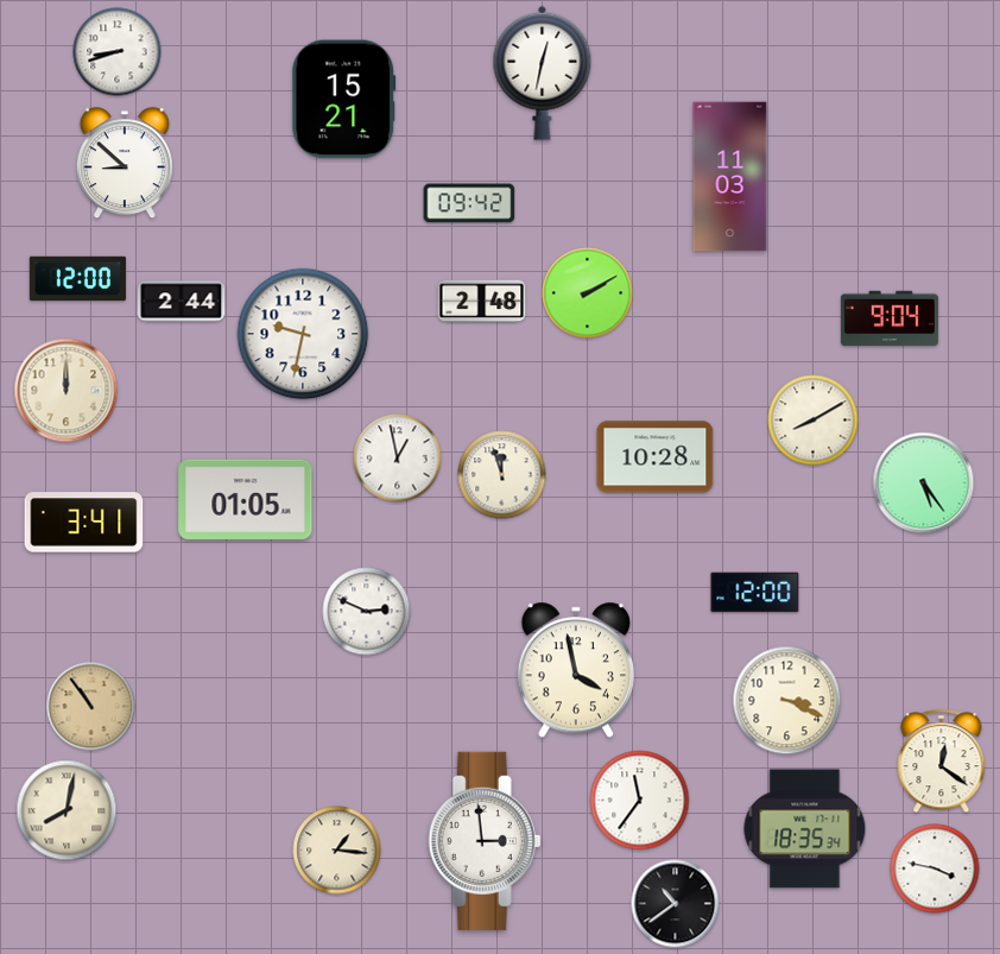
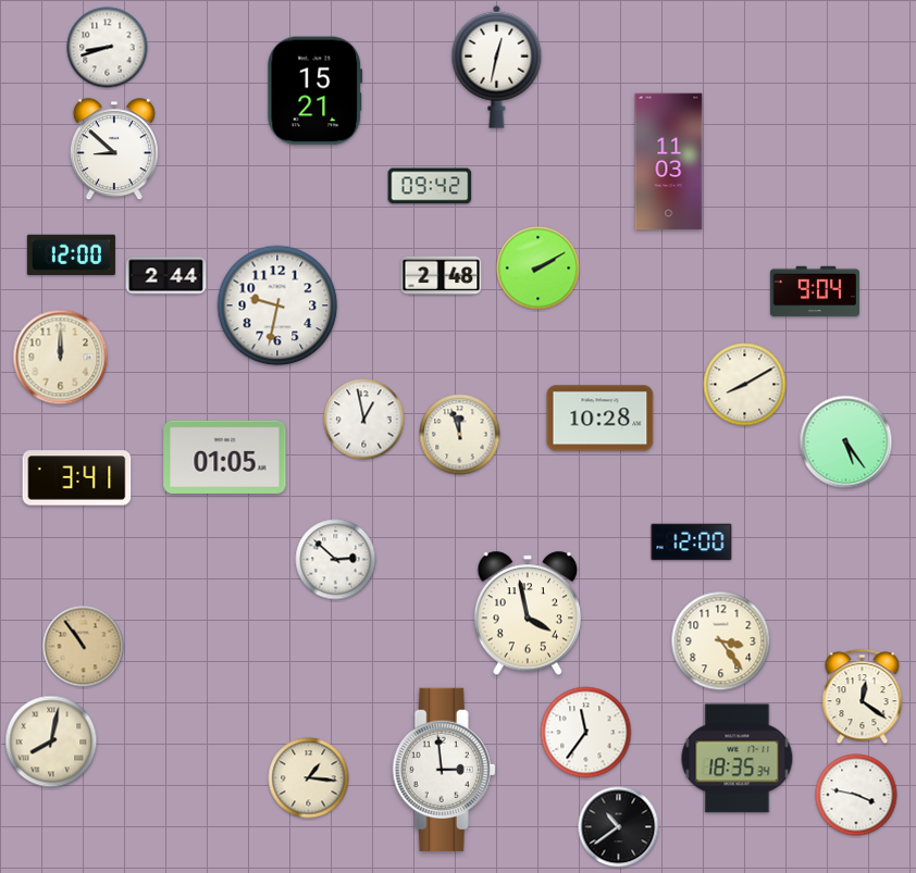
clock at (367, 612): 2:49 -> 2:52
clock at (787, 701): 3:19 -> 3:24
clock at (67, 810) position: (67, 810) -> (51, 741)
